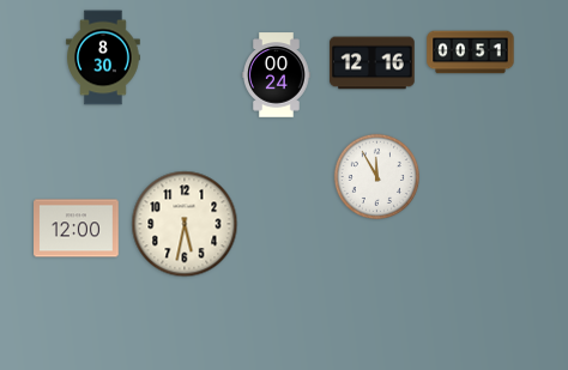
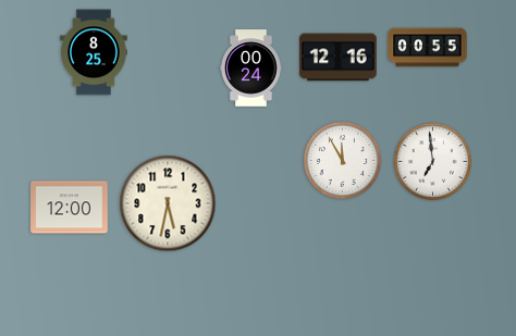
clock at (471, 53): 00:51 -> 00:55
clock at (103, 57): 8:30 -> 8:25
clock at (432, 161): none -> 6:59
